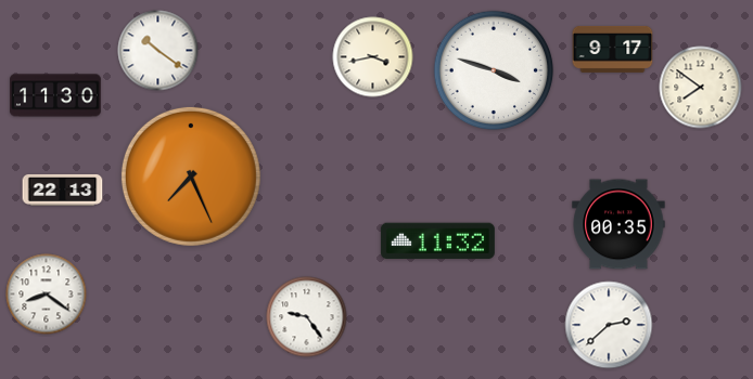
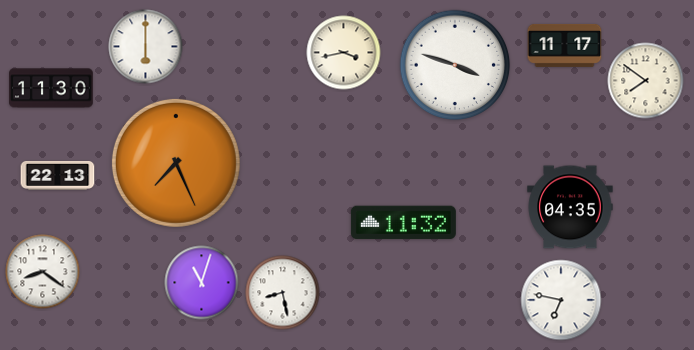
clock at (613, 49): 9:17 -> 11:17
clock at (158, 51): 10:21 -> 6:00
clock at (618, 224): 00:35 -> 04:35
clock at (202, 283): none -> 11:03
clock at (307, 317): 9:24 -> 8:28
clock at (609, 325): 2:38 -> 6:47
